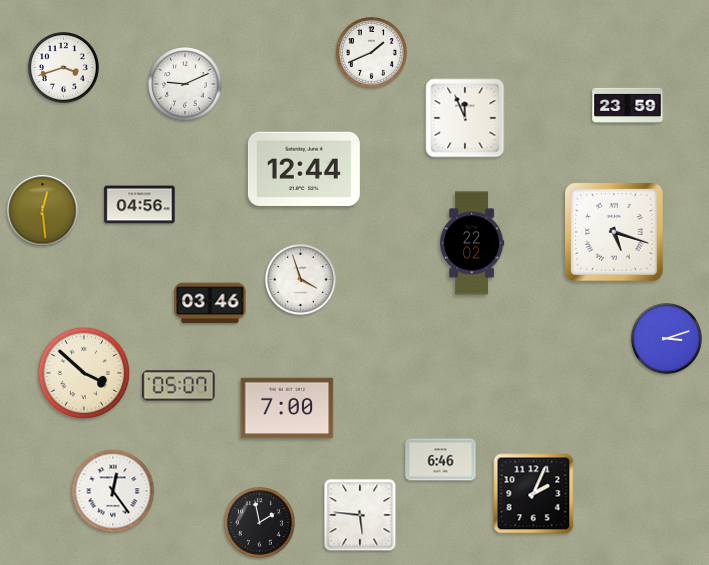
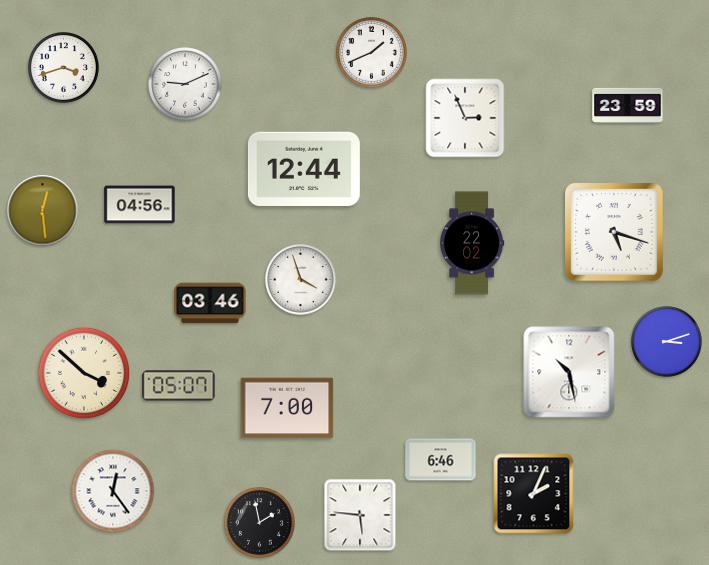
clock at (465, 118): 11:56 -> 2:56
clock at (667, 339) position: (667, 339) -> (667, 342)
clock at (569, 372): none -> 10:28
